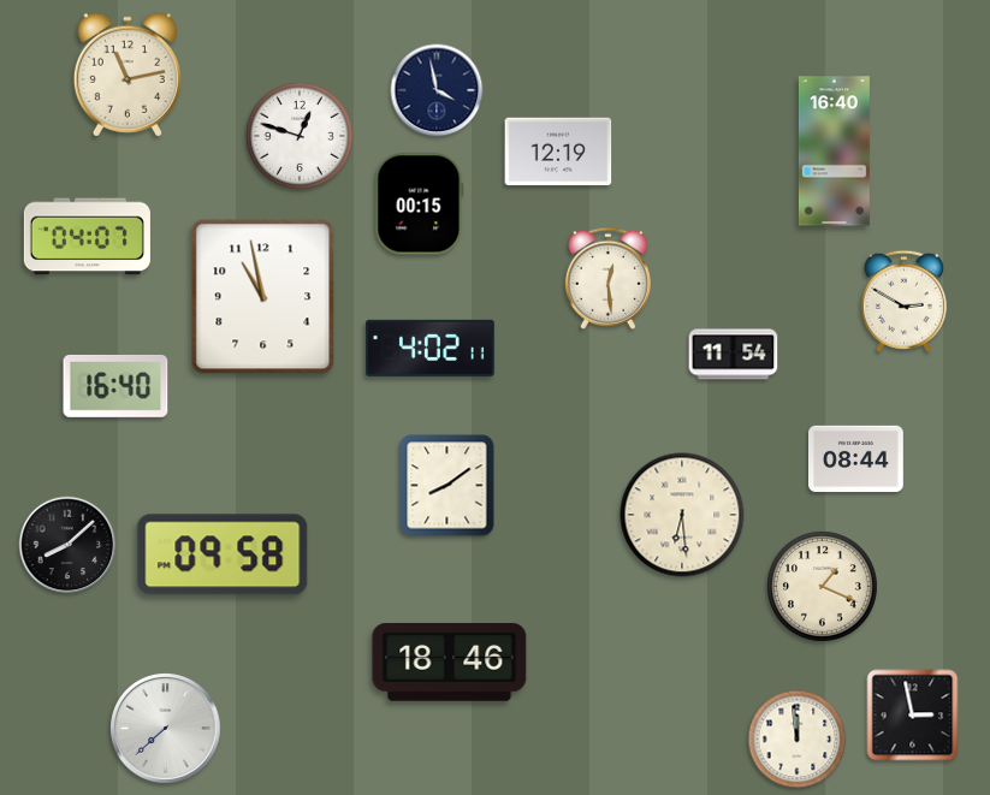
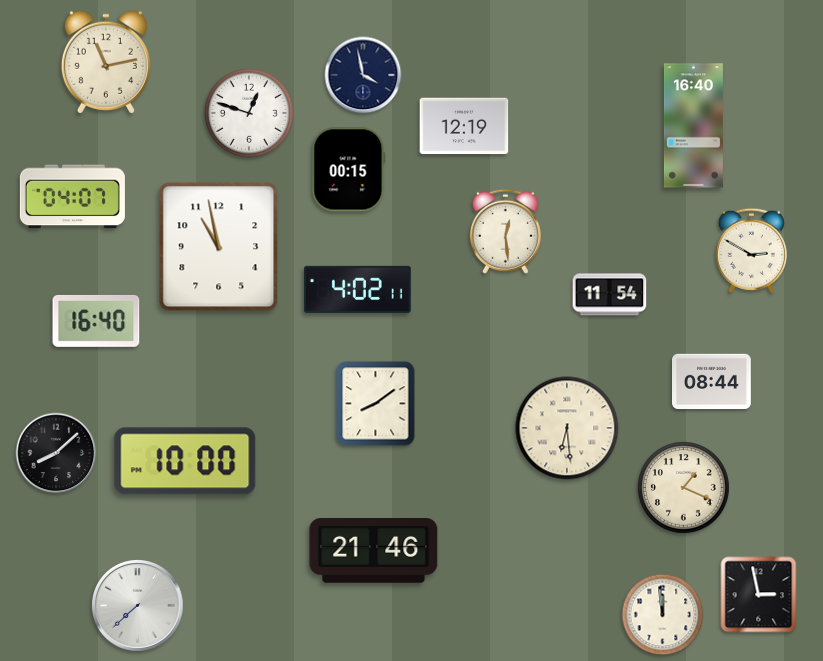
clock at (447, 486) position: (447, 486) -> (376, 404)
clock at (223, 554): 09:58 -> 10:00
clock at (450, 663): 18:46 -> 21:46
